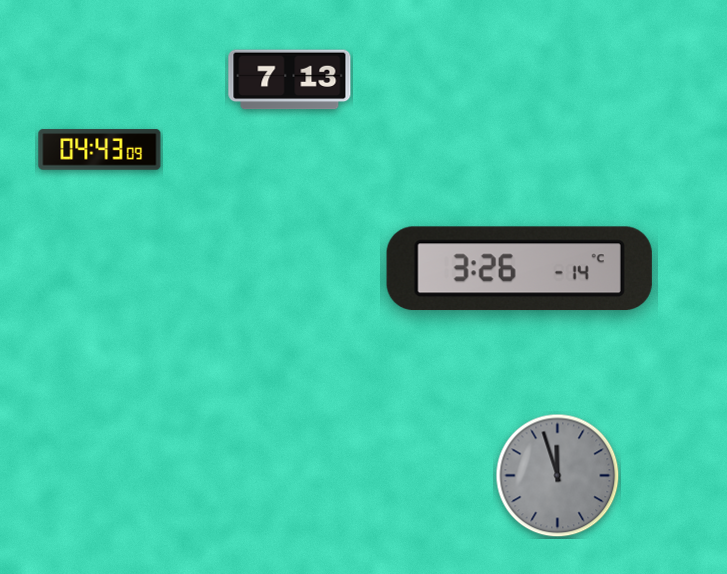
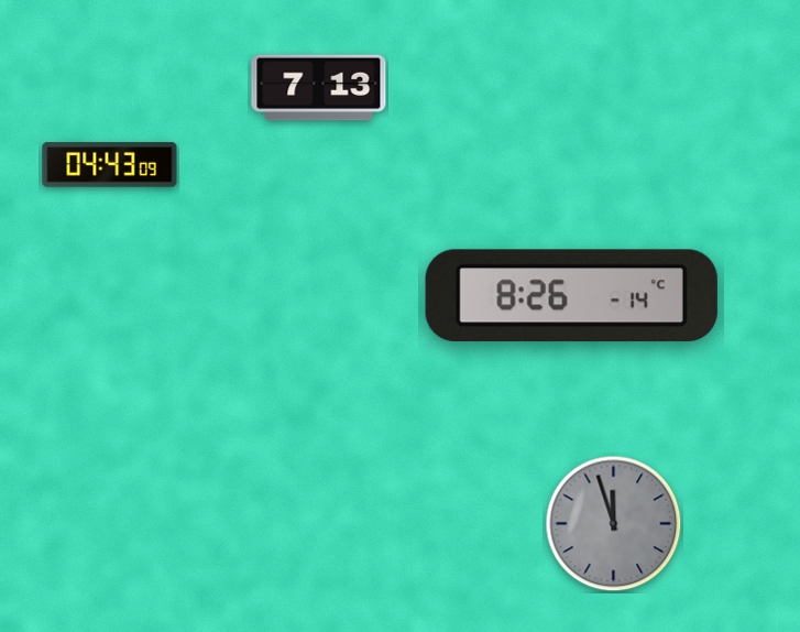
clock at (519, 269): 3:26 -> 8:26
